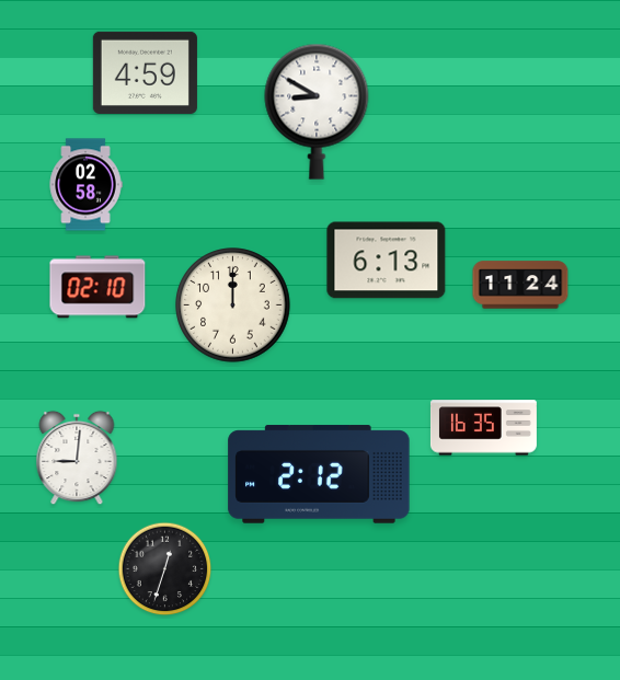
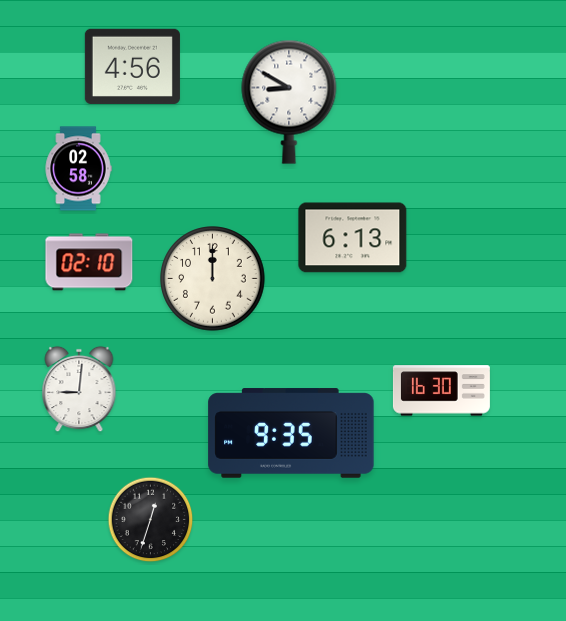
clock at (145, 72): 4:59 -> 4:56
clock at (520, 285): 11:24 -> none
clock at (483, 428): 16:35 -> 16:30
clock at (77, 458) position: (77, 458) -> (79, 389)
clock at (319, 474): 2:12 -> 9:35
